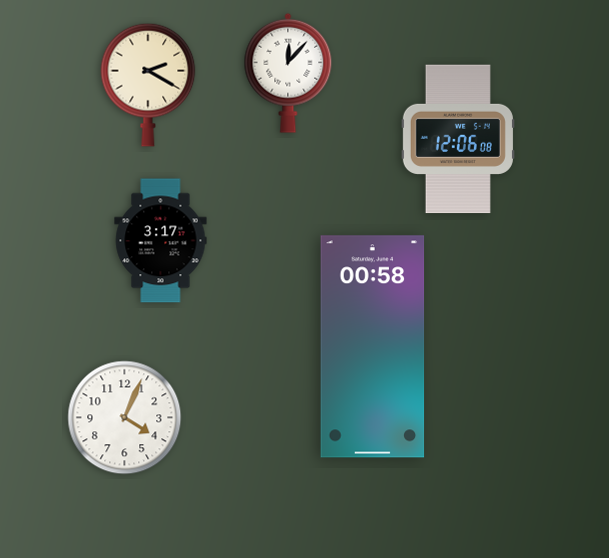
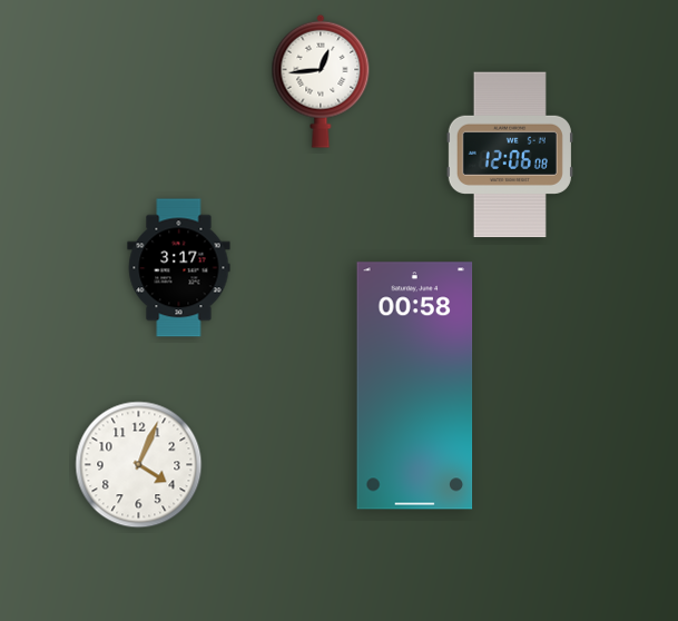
clock at (288, 73): 12:07 -> 12:44
clock at (148, 85): 2:20 -> none
